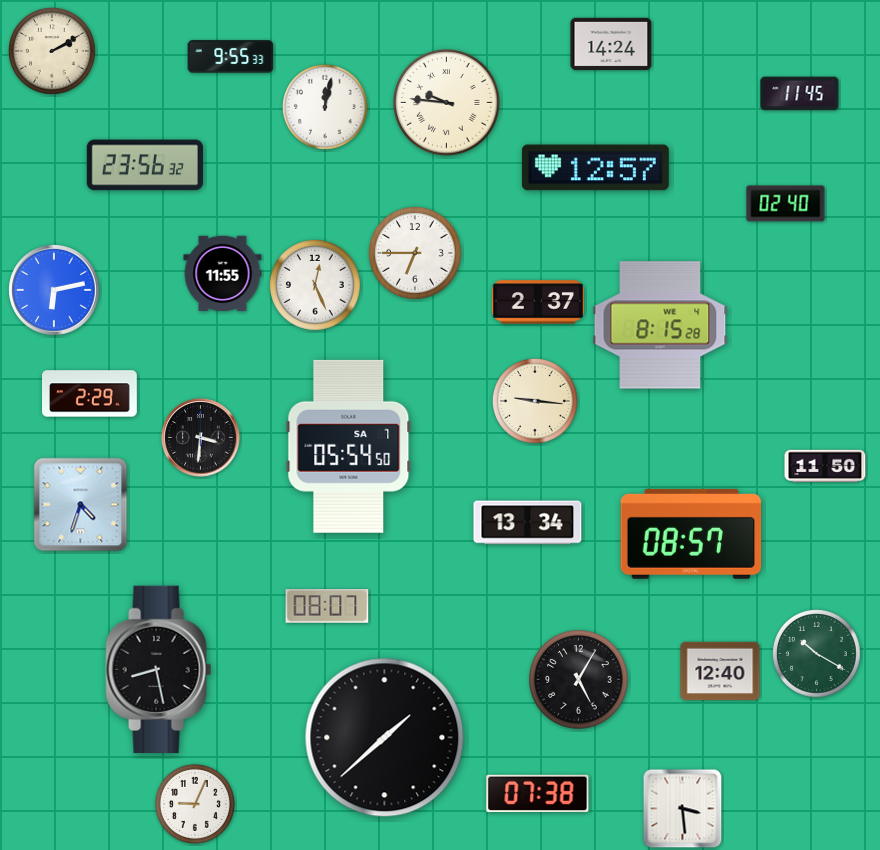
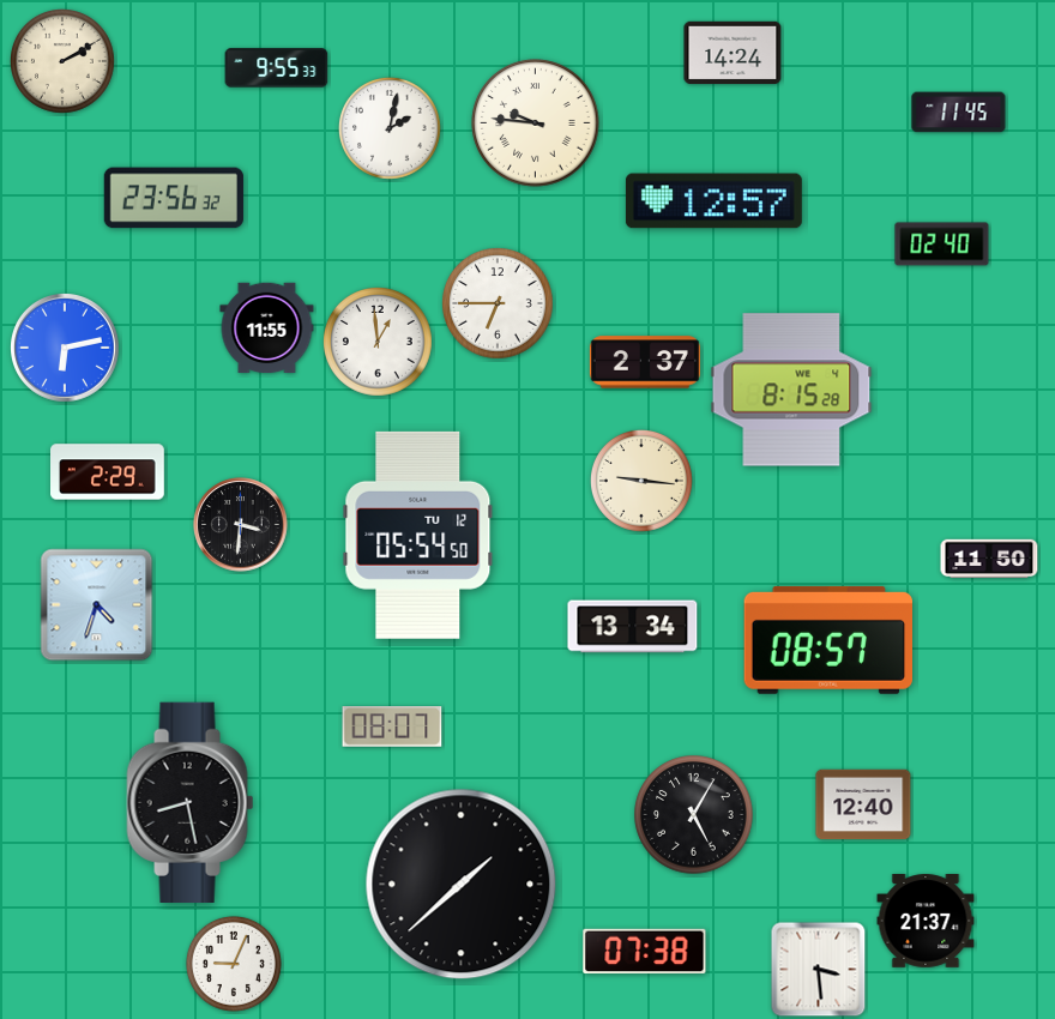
clock at (326, 108): 12:02 -> 2:02
clock at (315, 285): 12:26 -> 12:59
clock at (349, 446) date: SA 7 -> TU 12
clock at (817, 654): 10:20 -> none
clock at (926, 922): none -> 21:37
